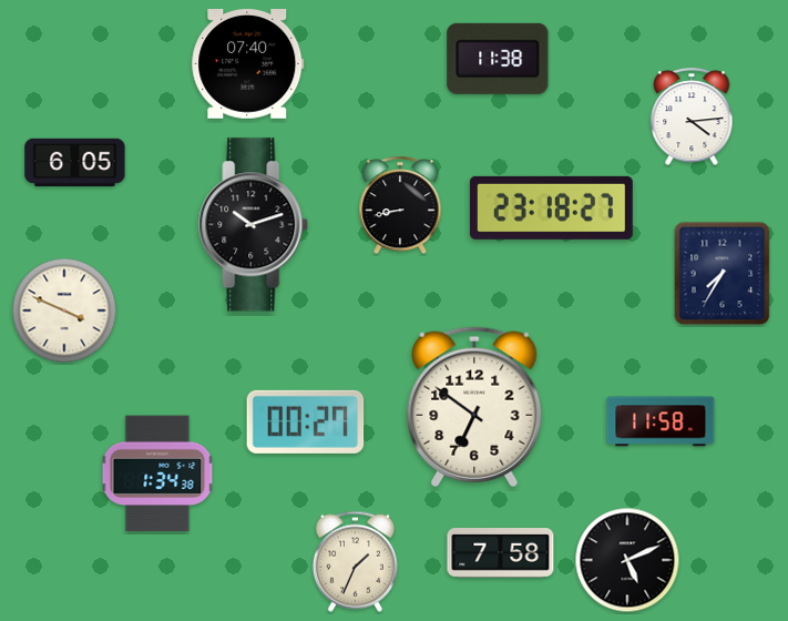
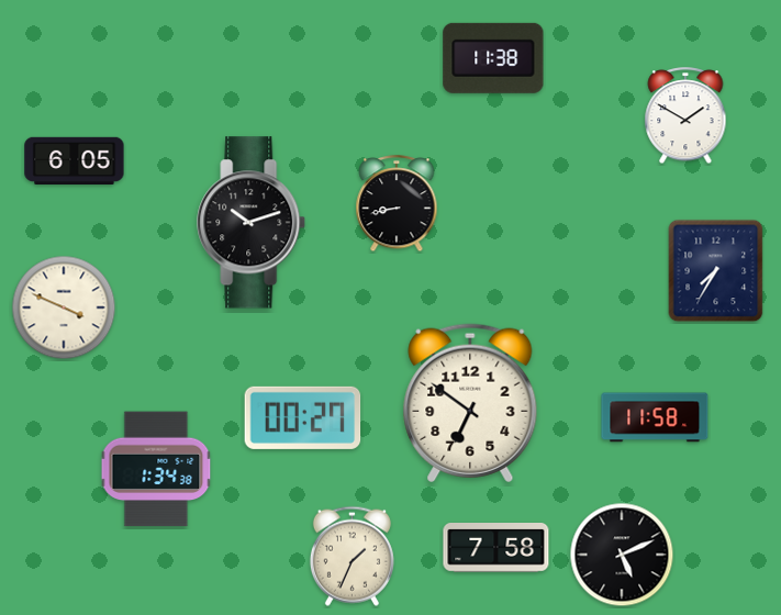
clock at (248, 64): 07:40 -> none
clock at (692, 118): 4:14 -> 1:50
clock at (551, 207): 23:18 -> none
